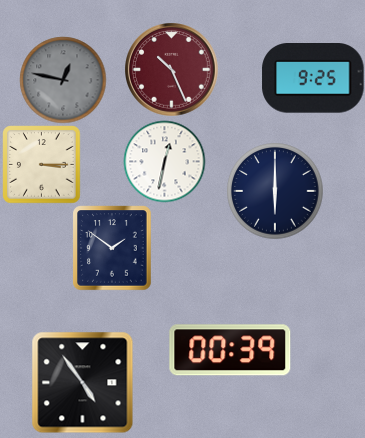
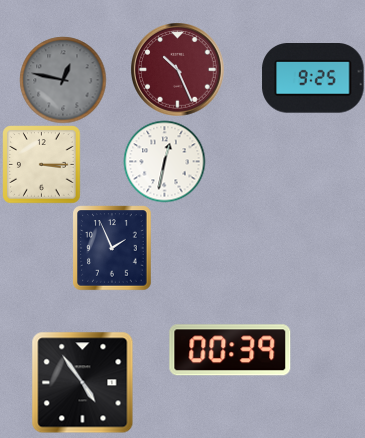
clock at (171, 69) position: (171, 69) -> (177, 69)
clock at (275, 191): 6:00 -> none
clock at (112, 248): 1:51 -> 1:56
